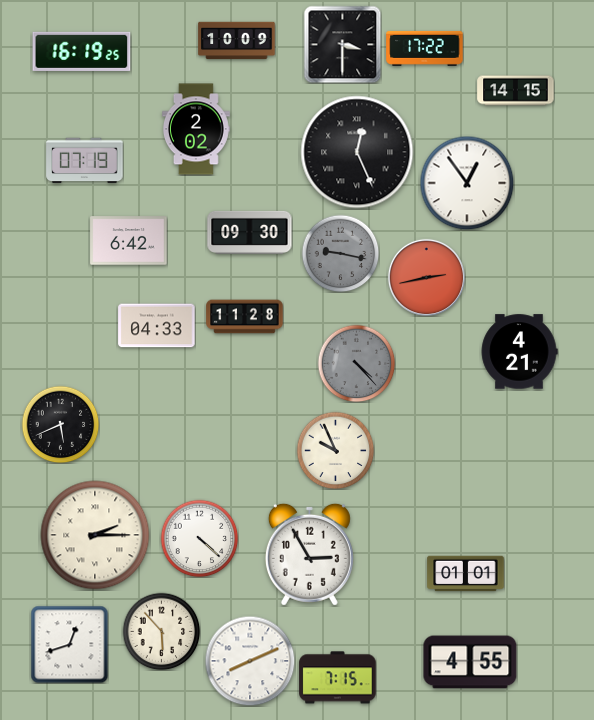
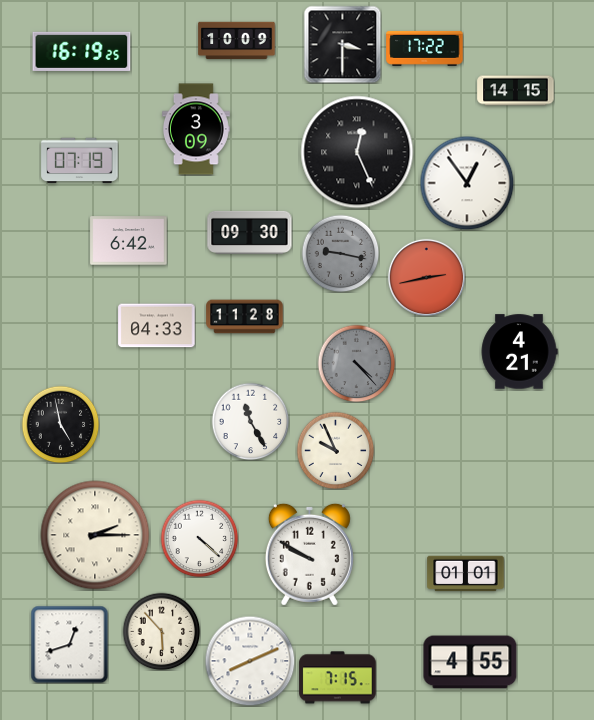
clock at (196, 129): 2:02 -> 3:09
clock at (85, 161) position: (85, 161) -> (80, 161)
clock at (250, 421): none -> 11:25
clock at (60, 424): 5:41 -> 4:58
clock at (309, 554): 2:55 -> 9:50
